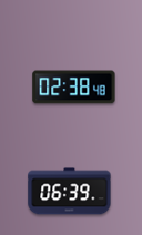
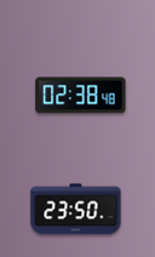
clock at (70, 192): 06:39 -> 23:50
